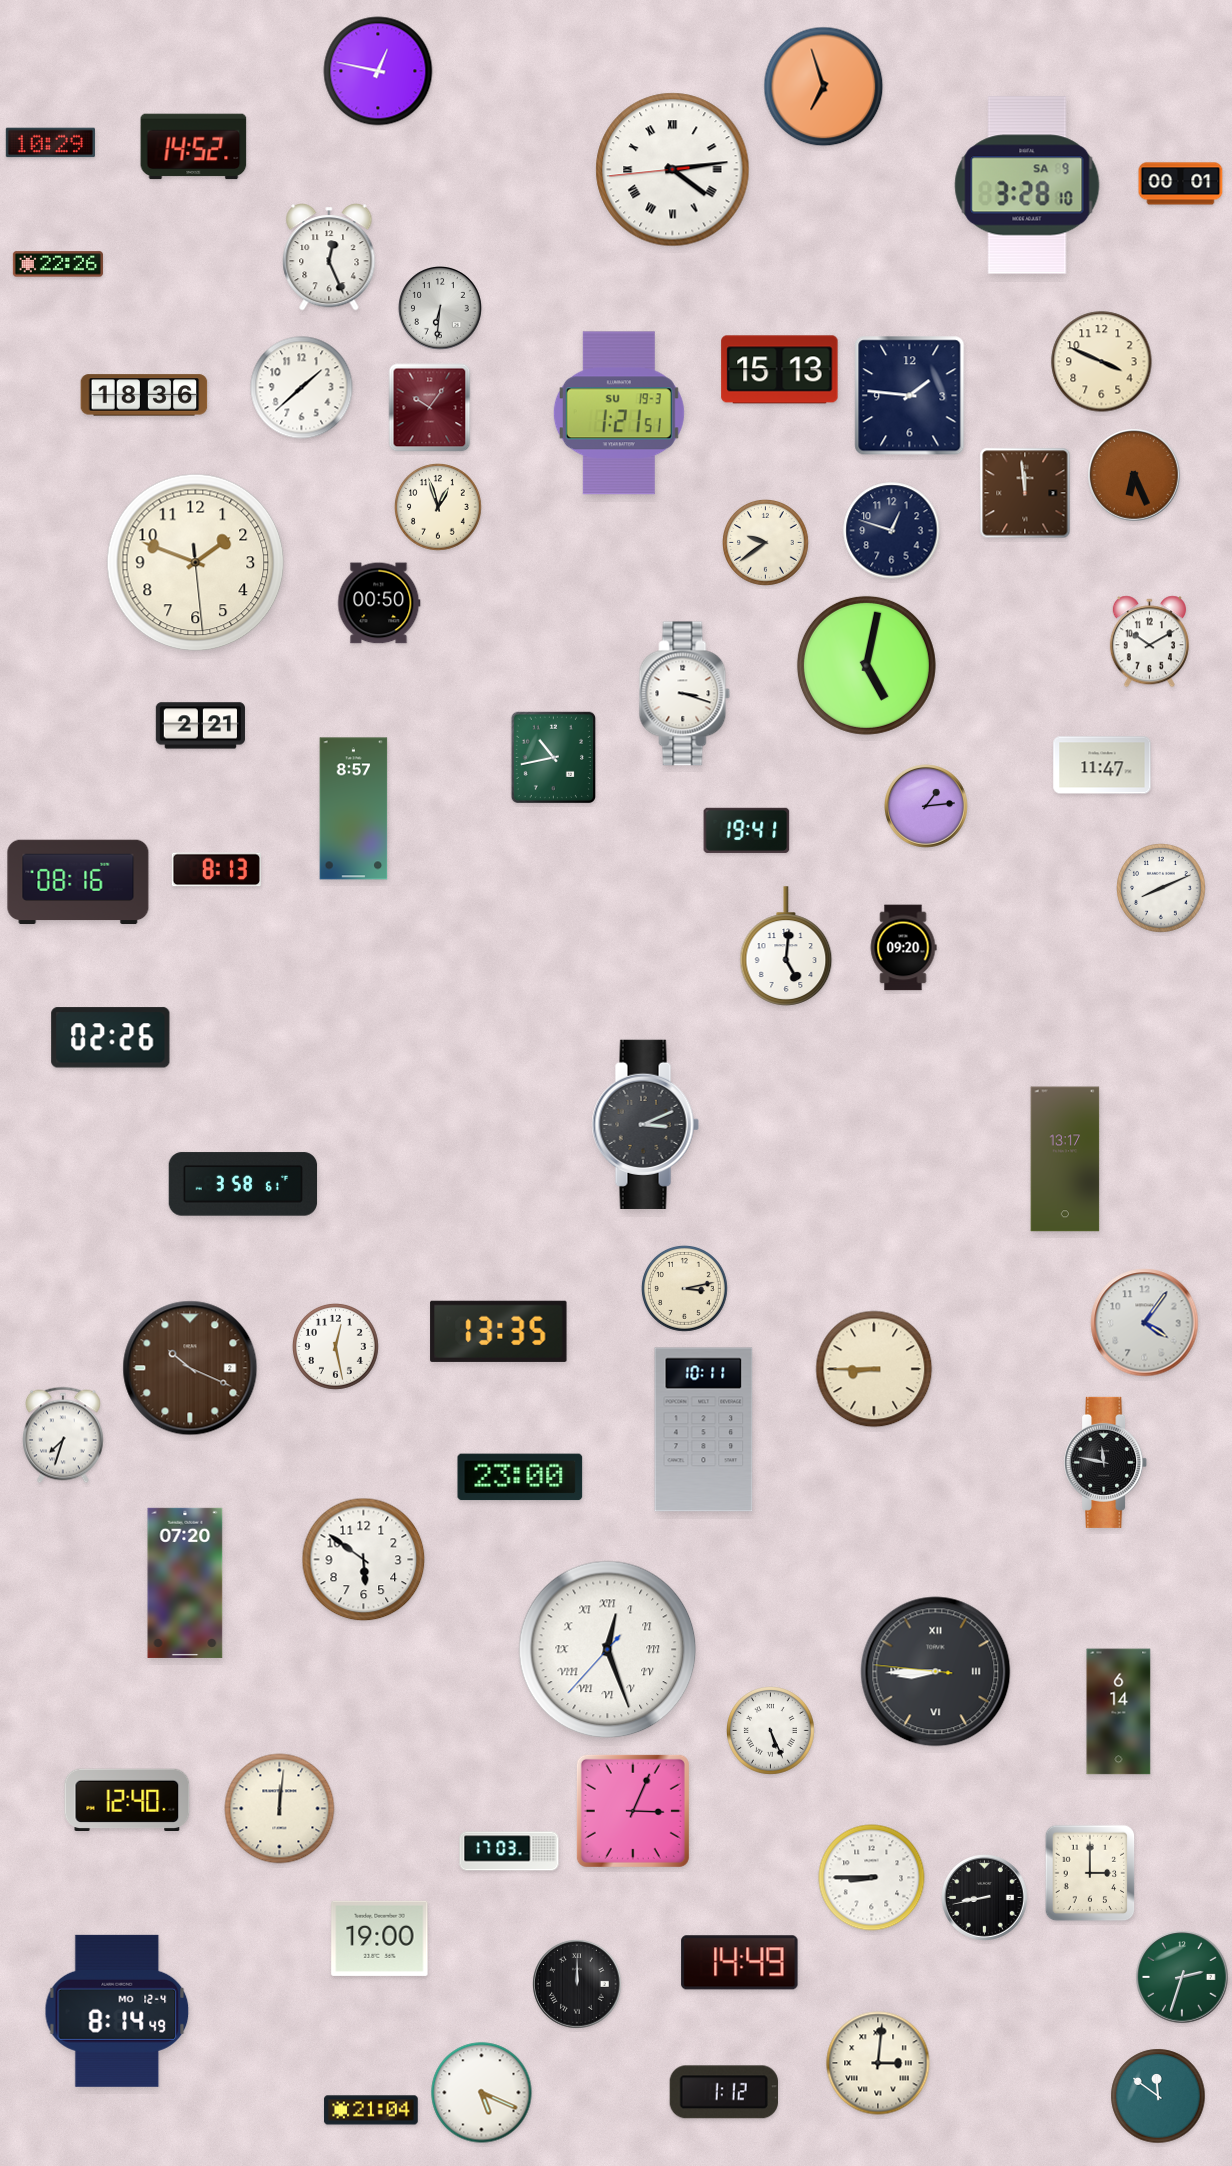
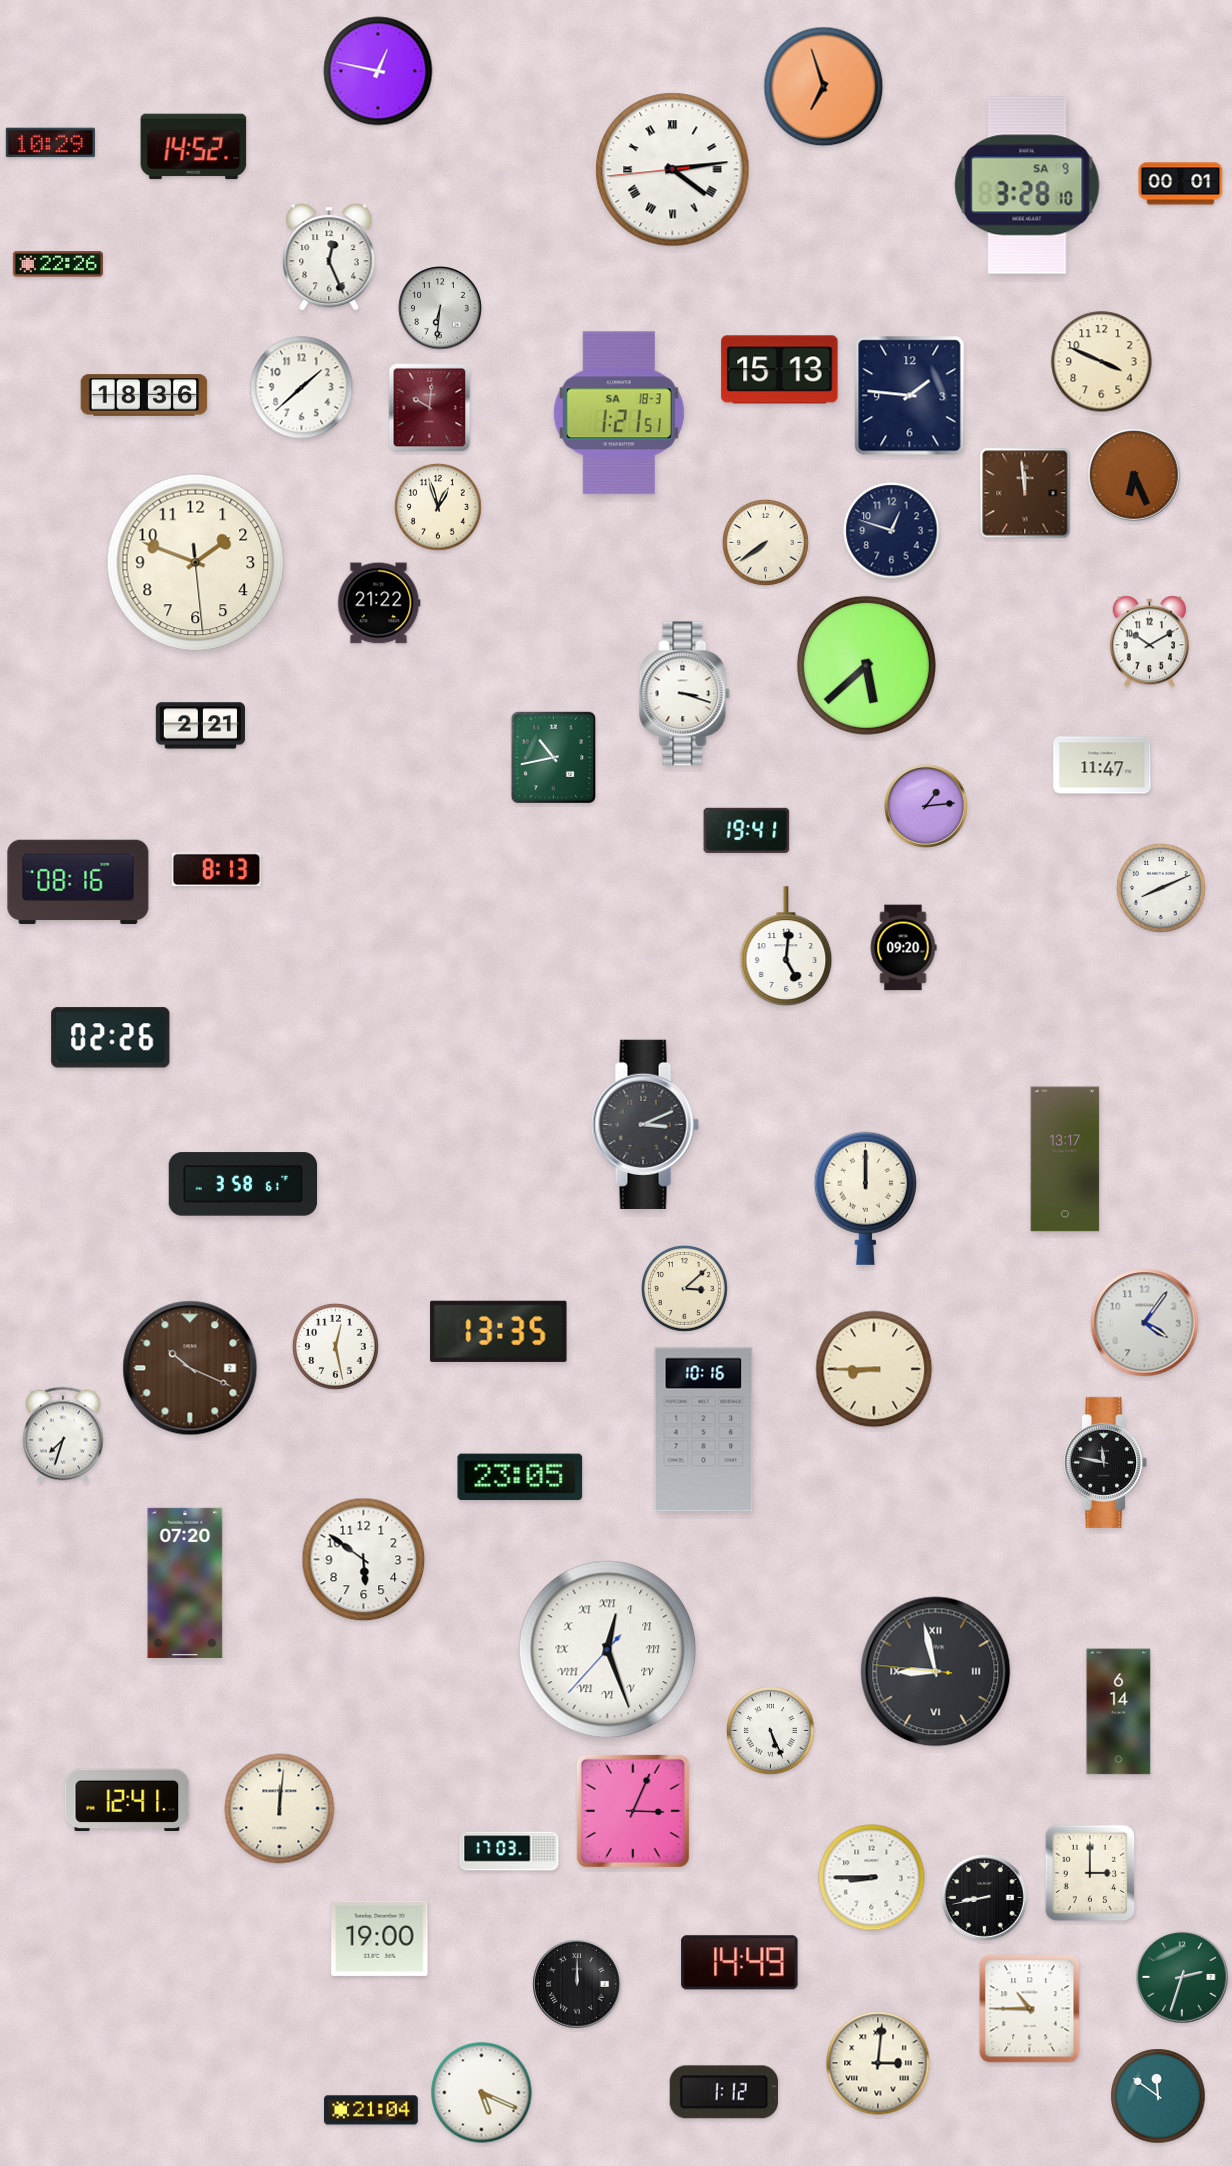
clock at (430, 408): 10:06 -> 10:01
clock at (619, 413) date: SU 19-3 -> SA 18-3
clock at (765, 542): 9:39 -> 7:39
clock at (379, 603): 00:50 -> 21:22
clock at (866, 665): 5:02 -> 5:38
clock at (354, 809): 8:57 -> none
clock at (865, 1198): none -> 12:00
clock at (684, 1288): 3:13 -> 3:08
clock at (704, 1430): 10:11 -> 10:16
clock at (520, 1477): 23:00 -> 23:05
clock at (936, 1672): 8:44 -> 8:57
clock at (127, 1800): 12:40 -> 12:41
clock at (1030, 2009): none -> 10:45
clock at (117, 2011): 8:14 -> none
